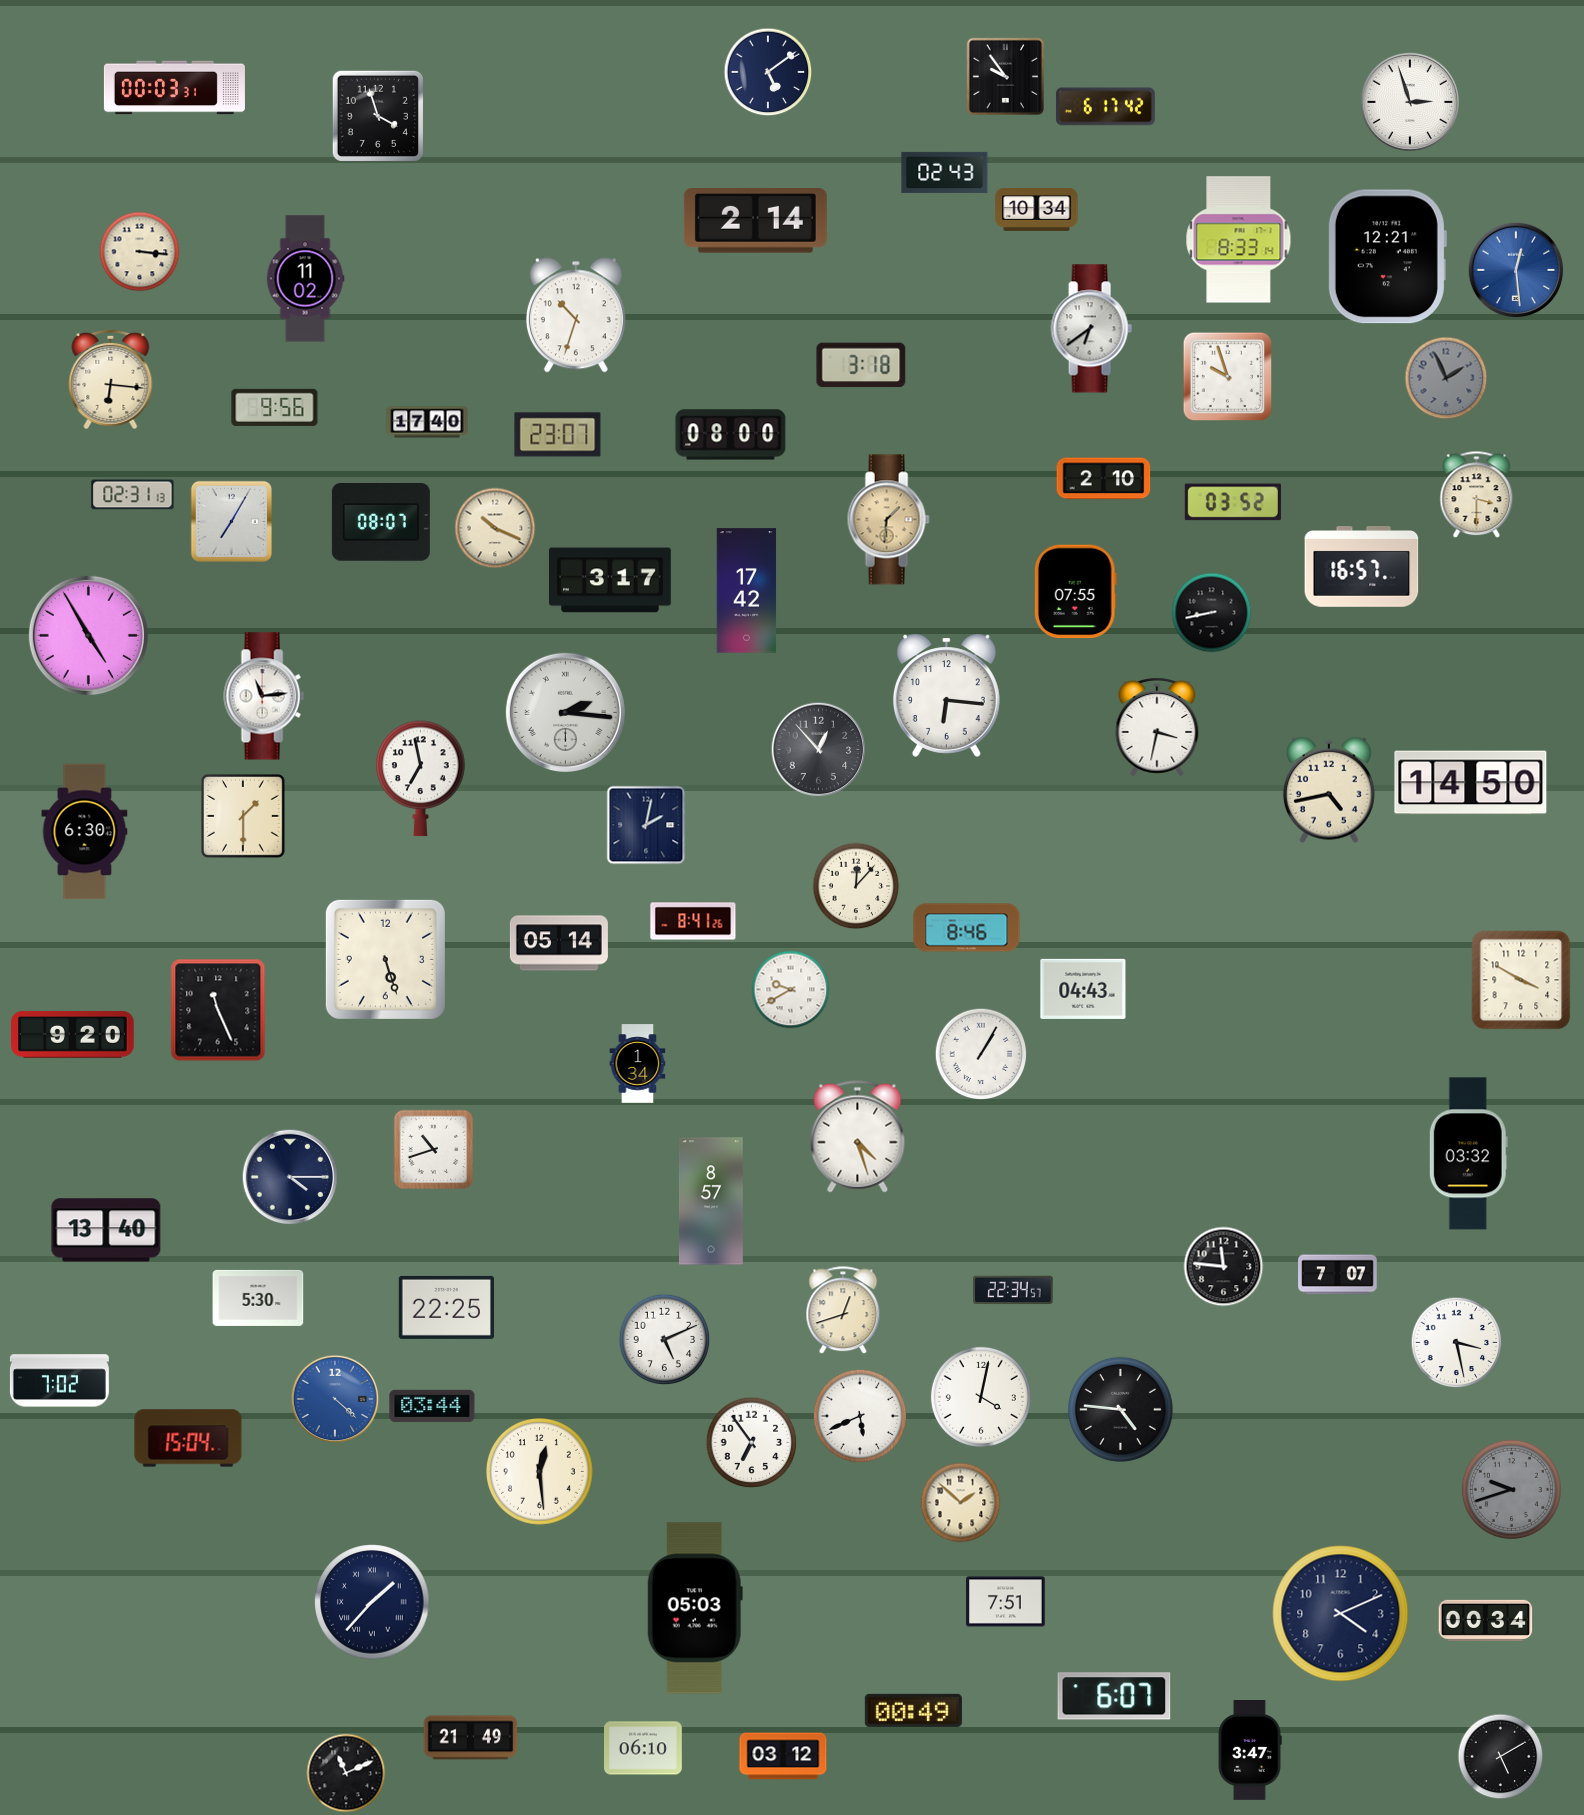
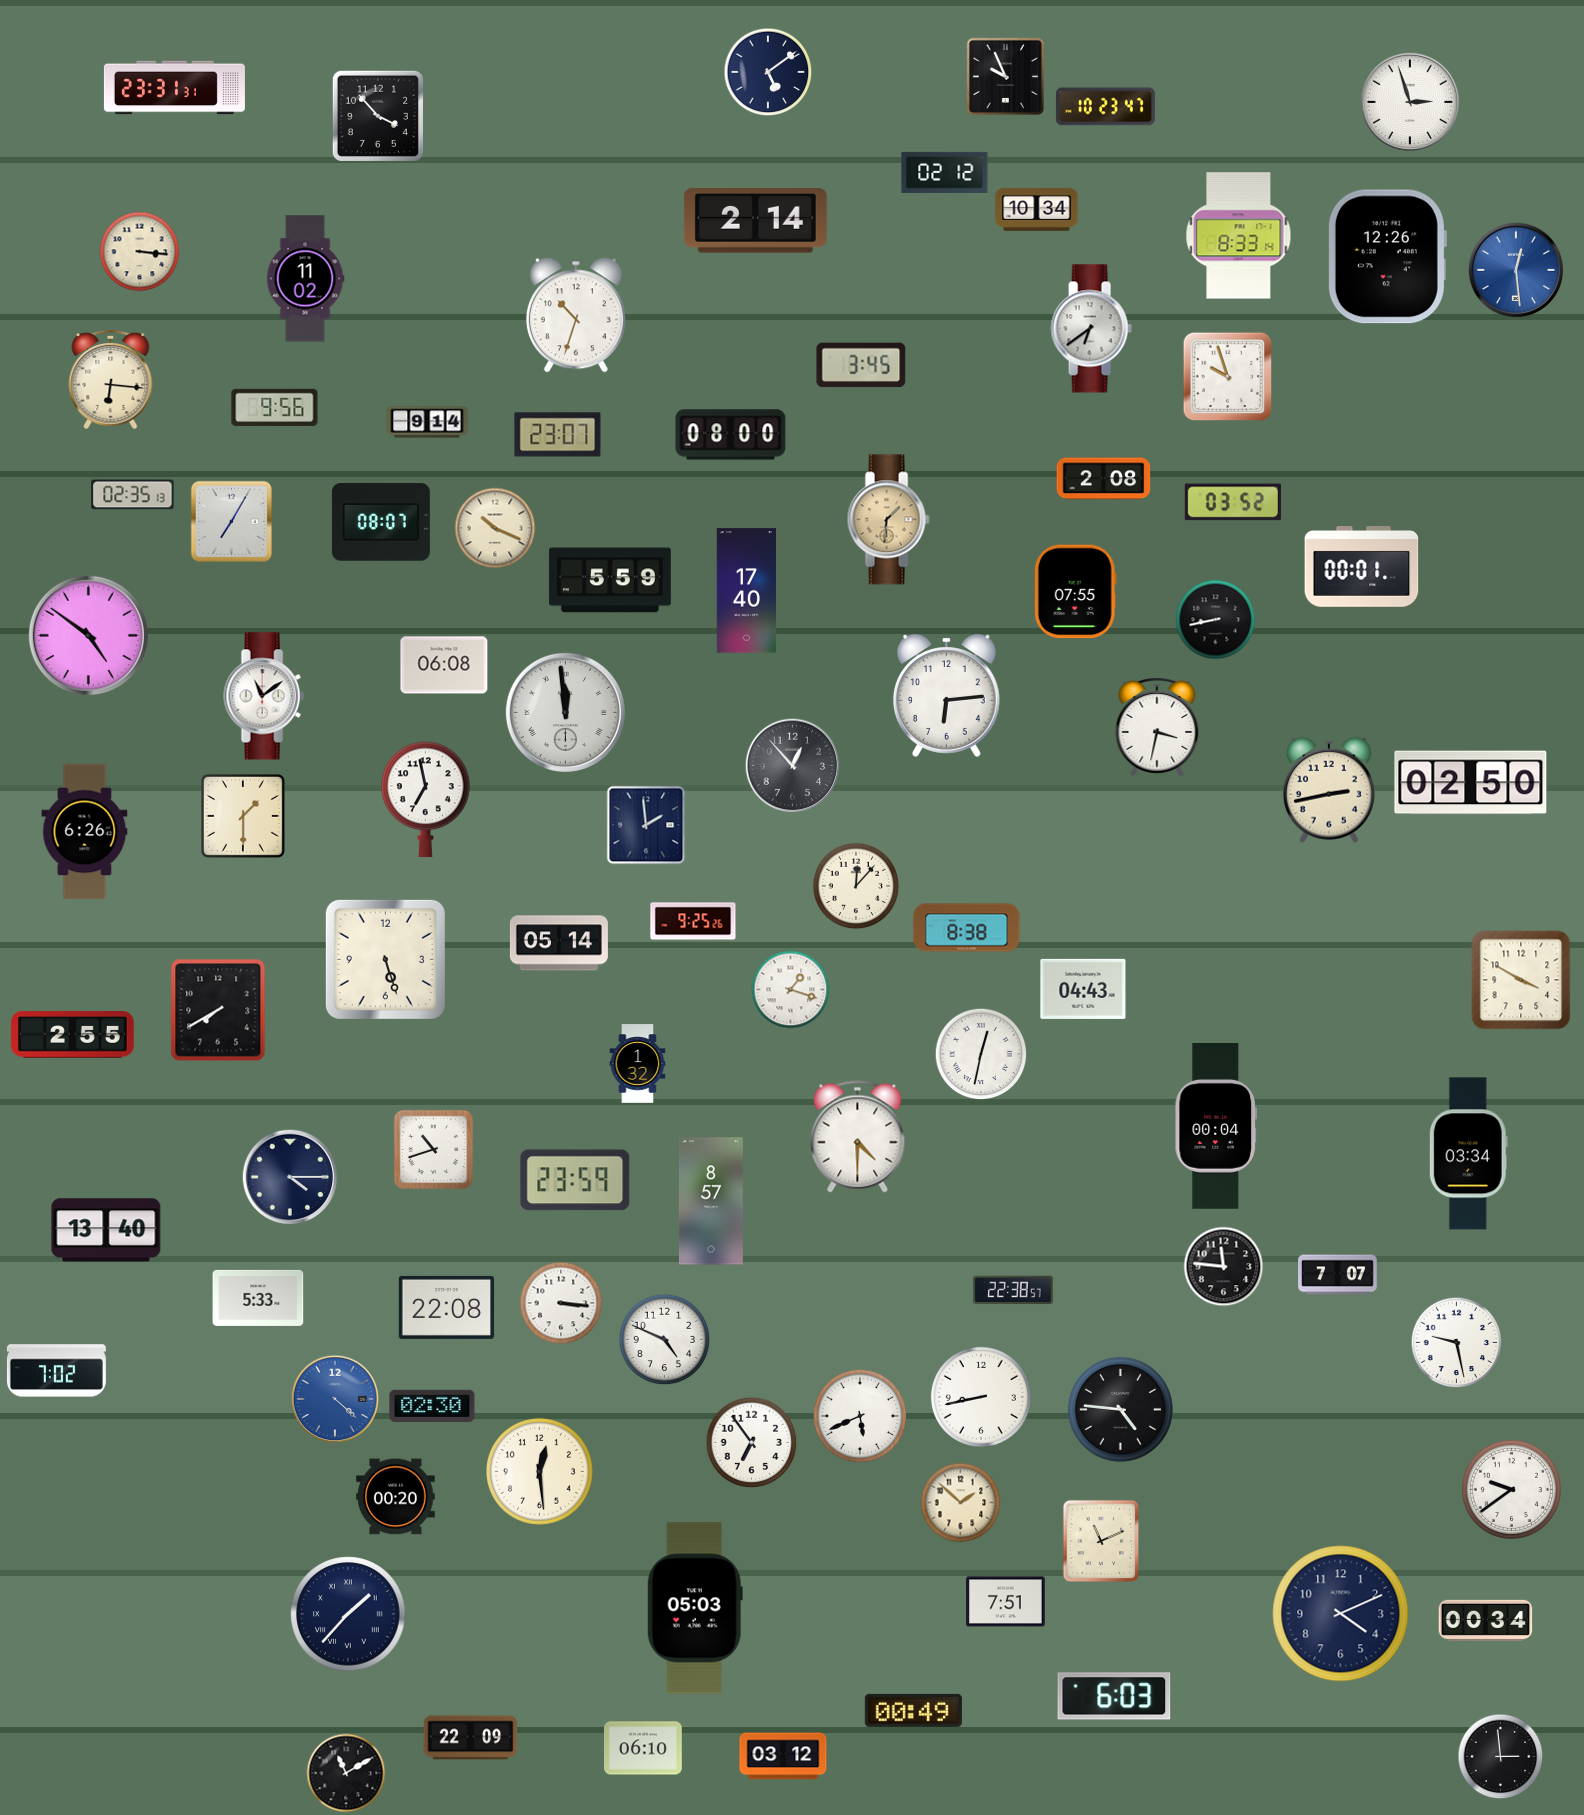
clock at (1005, 76): 9:54 -> 9:56
clock at (174, 88): 00:03 -> 23:31
clock at (1105, 107): 6:17 -> 10:23
clock at (378, 116): 3:57 -> 3:53
clock at (945, 172): 02:43 -> 02:12
clock at (1239, 240) position: (1239, 240) -> (1239, 236)
clock at (1387, 257): 12:21 -> 12:26
clock at (861, 365): 3:18 -> 3:45
clock at (1446, 378): 1:56 -> none
clock at (427, 422): 17:40 -> 9:14
clock at (1104, 479): 2:10 -> 2:08
clock at (133, 495): 02:31 -> 02:35
clock at (1477, 495): 3:30 -> none
clock at (1362, 567): 16:57 -> 00:01
clock at (611, 580): 3:17 -> 5:59
clock at (747, 591): 17:42 -> 17:40
clock at (1212, 613) position: (1212, 613) -> (1216, 620)
clock at (88, 635): 4:55 -> 4:51
clock at (444, 665): none -> 06:08
clock at (946, 695): 6:16 -> 6:14
clock at (264, 696): 11:14 -> 11:09
clock at (565, 712): 2:16 -> 11:59
clock at (819, 750) position: (819, 750) -> (793, 766)
clock at (421, 779) position: (421, 779) -> (426, 800)
clock at (1471, 783): 14:50 -> 02:50
clock at (1329, 790): 4:43 -> 2:43
clock at (646, 825): 2:02 -> 1:59
clock at (85, 832): 6:30 -> 6:26
clock at (693, 921): 8:41 -> 9:25
clock at (967, 928): 8:46 -> 8:38
clock at (791, 990): 9:40 -> 1:18
clock at (218, 1010): 11:26 -> 7:40
clock at (73, 1035): 9:20 -> 2:55
clock at (981, 1054): 1:05 -> 12:32
clock at (638, 1064): 1:34 -> 1:32
clock at (1216, 1127): none -> 00:04
clock at (858, 1137): 4:27 -> 4:30
clock at (1468, 1154): 03:32 -> 03:34
clock at (575, 1180): none -> 23:59
clock at (1013, 1290): 22:34 -> 22:38
clock at (258, 1298): 5:30 -> 5:33
clock at (561, 1303): none -> 3:16
clock at (446, 1307): 22:25 -> 22:08
clock at (843, 1311): 12:42 -> none
clock at (665, 1340): 5:11 -> 4:49
clock at (1457, 1343): 3:28 -> 9:28
clock at (59, 1381) position: (59, 1381) -> (56, 1371)
clock at (981, 1397): 4:02 -> 8:43
clock at (432, 1406): 03:44 -> 02:30
clock at (188, 1438): 15:04 -> none
clock at (1511, 1489): 9:42 -> 9:39
clock at (1511, 1489) dial: grey -> white
clock at (396, 1497): none -> 00:20
clock at (1101, 1541): none -> 11:11
clock at (372, 1602) position: (372, 1602) -> (348, 1614)
clock at (1114, 1696): 6:07 -> 6:03
clock at (471, 1738): 21:49 -> 22:09
clock at (1250, 1751): 3:47 -> none
clock at (1501, 1757): 5:10 -> 2:59
clock at (346, 1773): 11:11 -> 11:10
